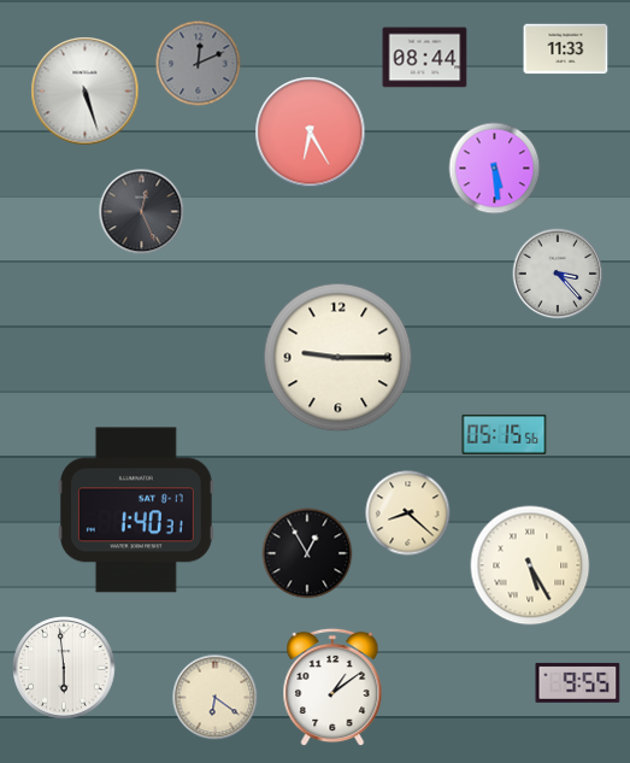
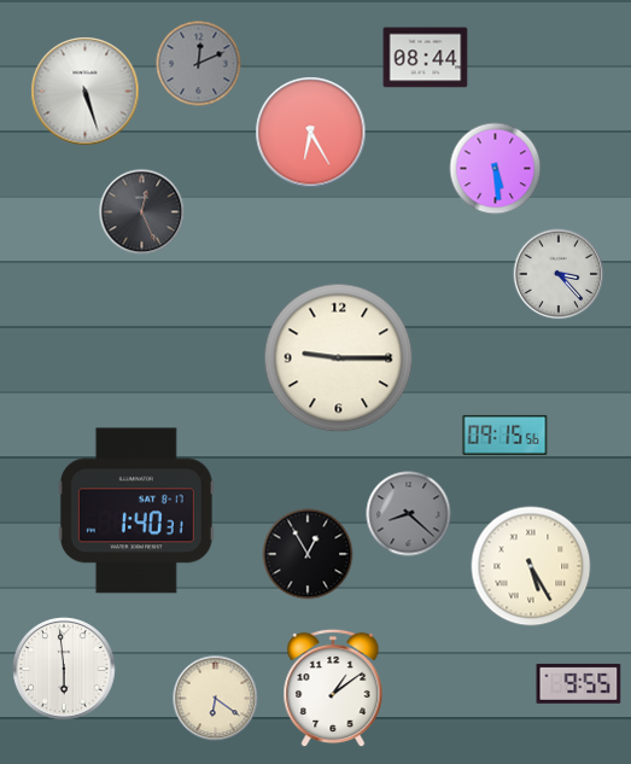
clock at (566, 49): 11:33 -> none
clock at (505, 434): 05:15 -> 09:15
clock at (408, 513) dial: cream -> grey
